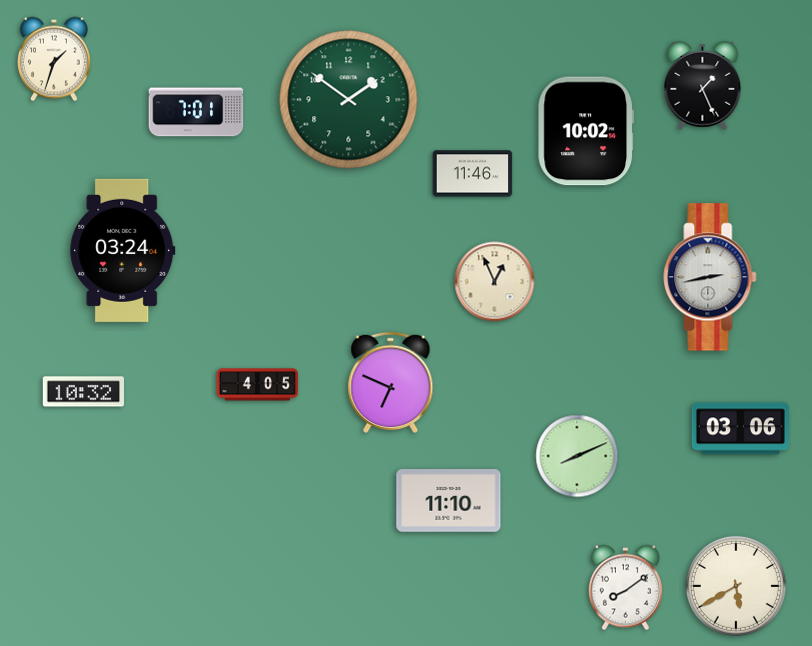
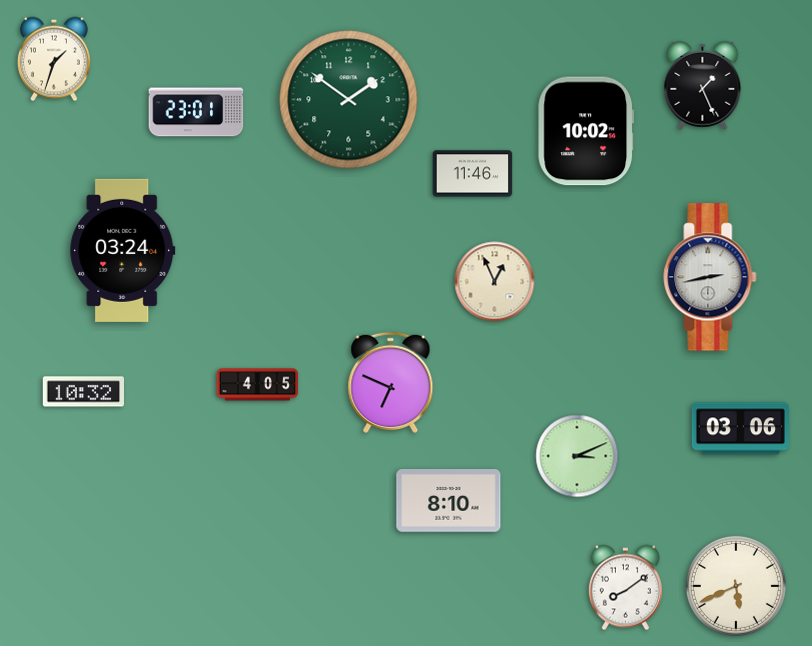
clock at (196, 112): 7:01 -> 23:01
clock at (577, 456): 8:11 -> 3:11
clock at (449, 501): 11:10 -> 8:10
clock at (736, 586): 5:40 -> 5:41
